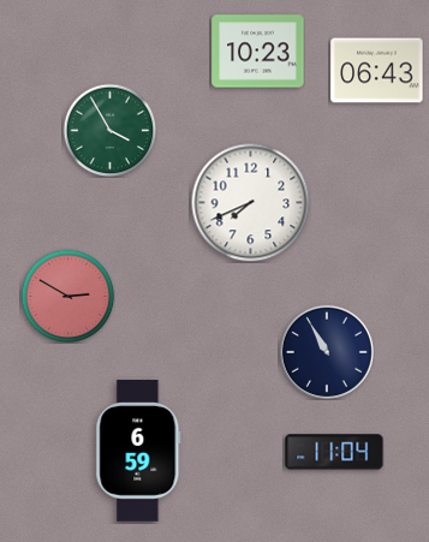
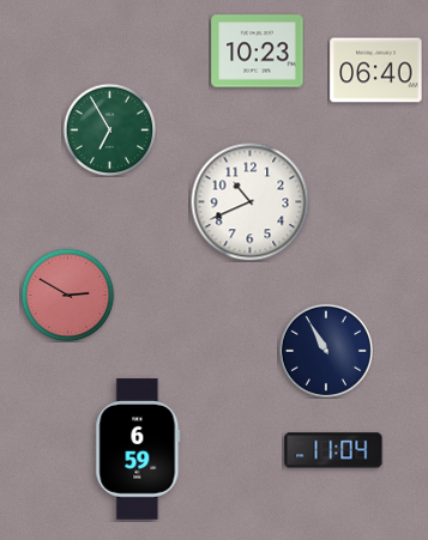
clock at (377, 71): 06:43 -> 06:40
clock at (109, 130): 3:55 -> 6:55
clock at (251, 203): 7:41 -> 10:41
